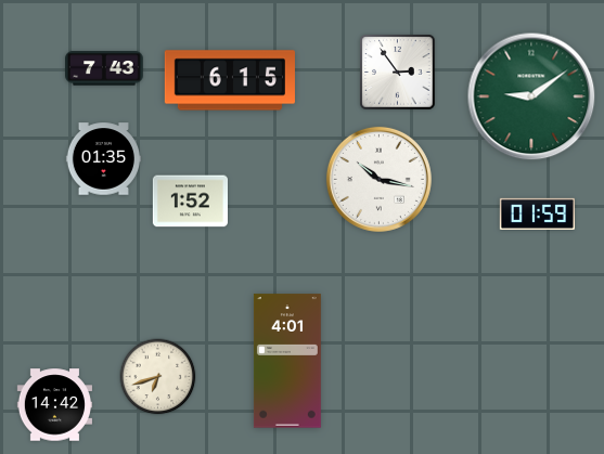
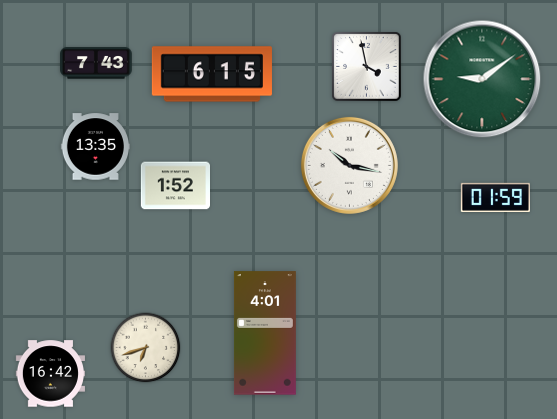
clock at (398, 73): 2:54 -> 3:58
clock at (531, 96) position: (531, 96) -> (482, 79)
clock at (103, 159): 01:35 -> 13:35
clock at (54, 405): 14:42 -> 16:42
